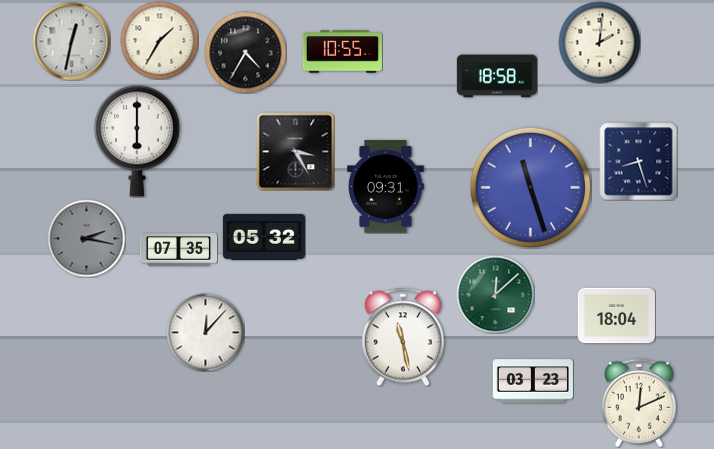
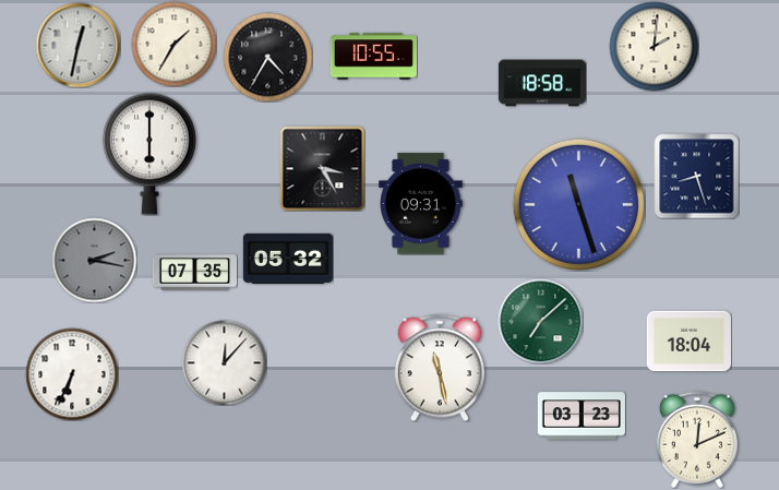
clock at (295, 151) position: (295, 151) -> (322, 168)
clock at (495, 294): 12:08 -> 7:08
clock at (616, 316) position: (616, 316) -> (688, 342)
clock at (72, 374): none -> 6:34
